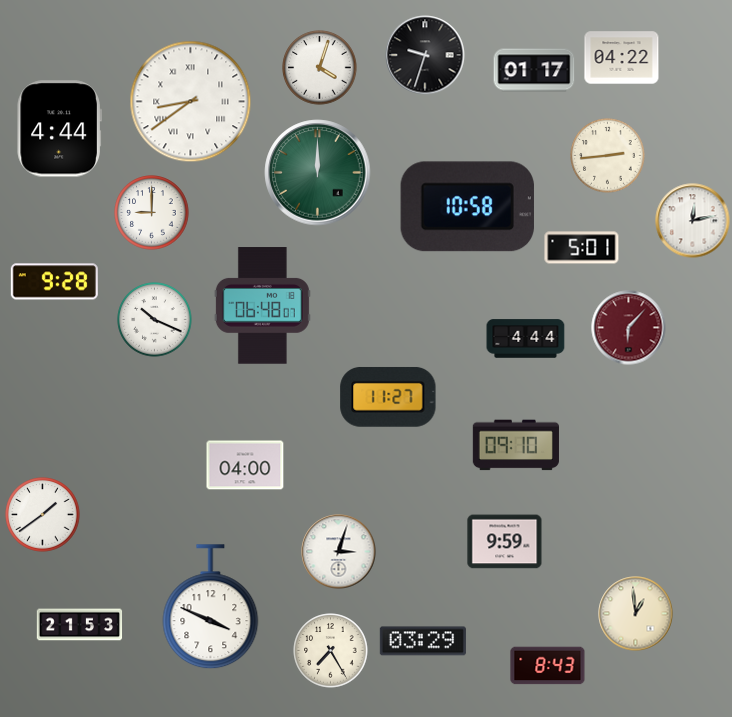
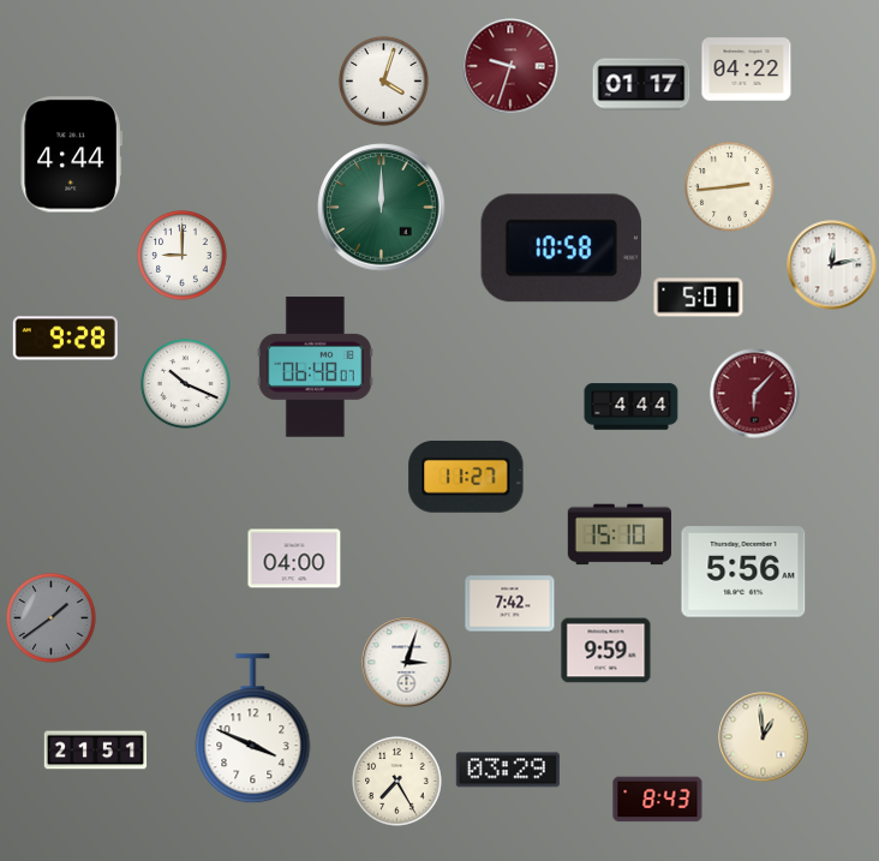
clock at (425, 55) dial: black -> burgundy
clock at (191, 102): 8:39 -> none
clock at (516, 445): 09:10 -> 15:10
clock at (743, 572): none -> 5:56
clock at (510, 604): none -> 7:42
clock at (43, 515) dial: white -> grey
clock at (80, 625): 21:53 -> 21:51
